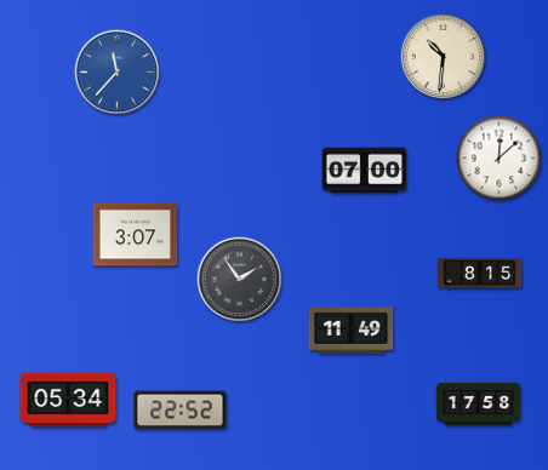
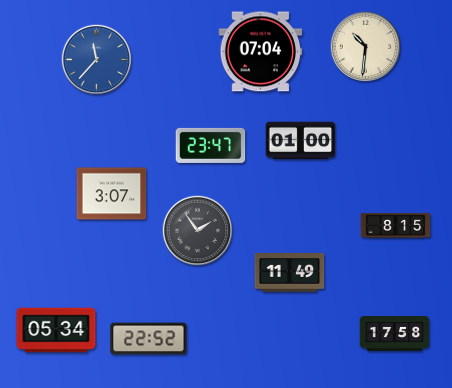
clock at (261, 52): none -> 07:04
clock at (500, 159): 12:08 -> none
clock at (365, 171): 07:00 -> 01:00
clock at (211, 145): none -> 23:47
